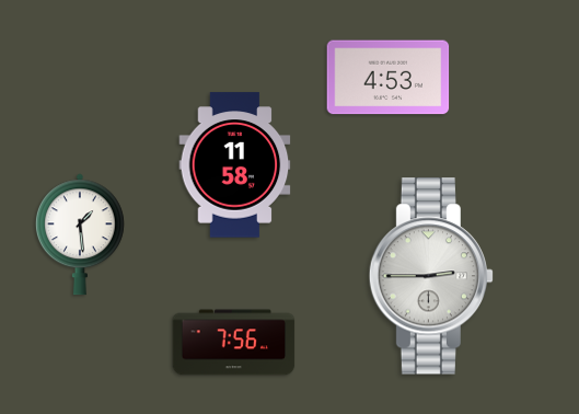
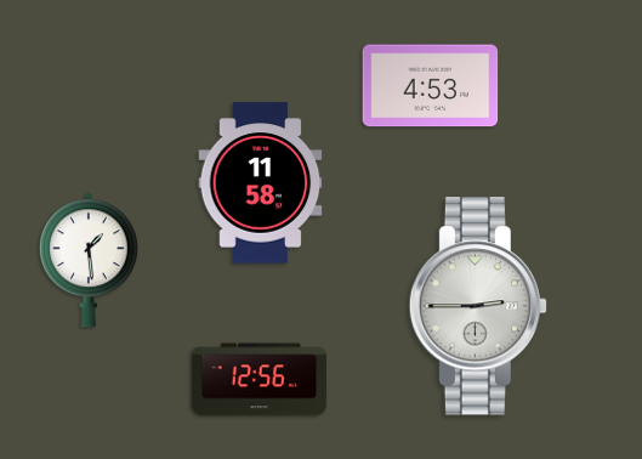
clock at (234, 343): 7:56 -> 12:56
